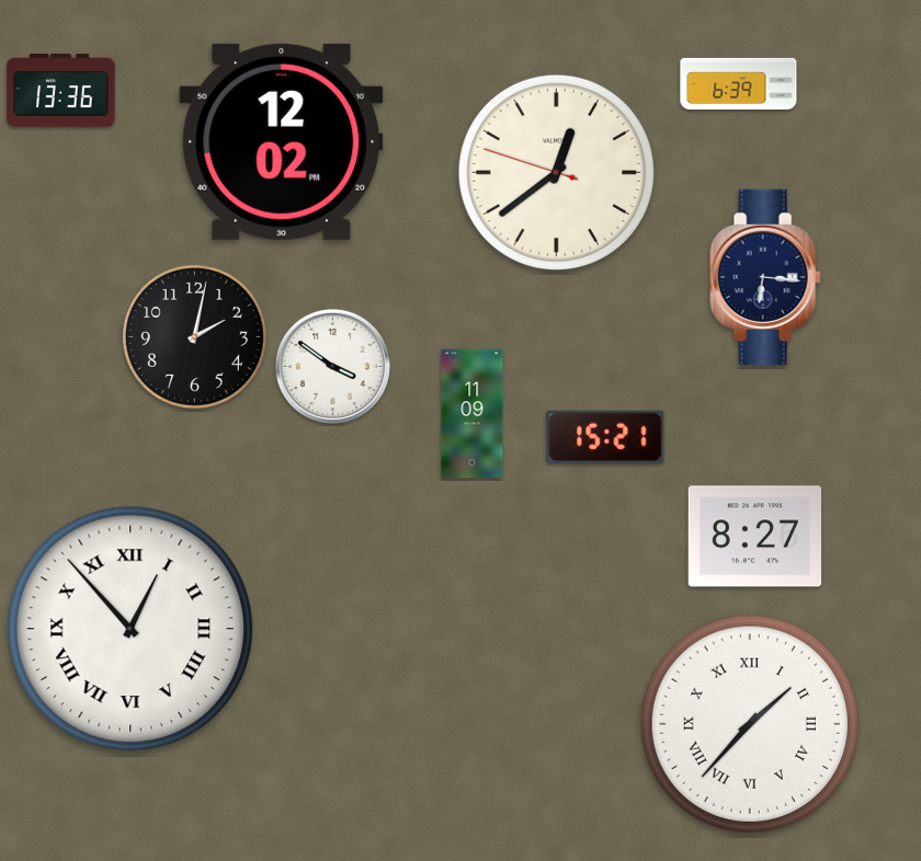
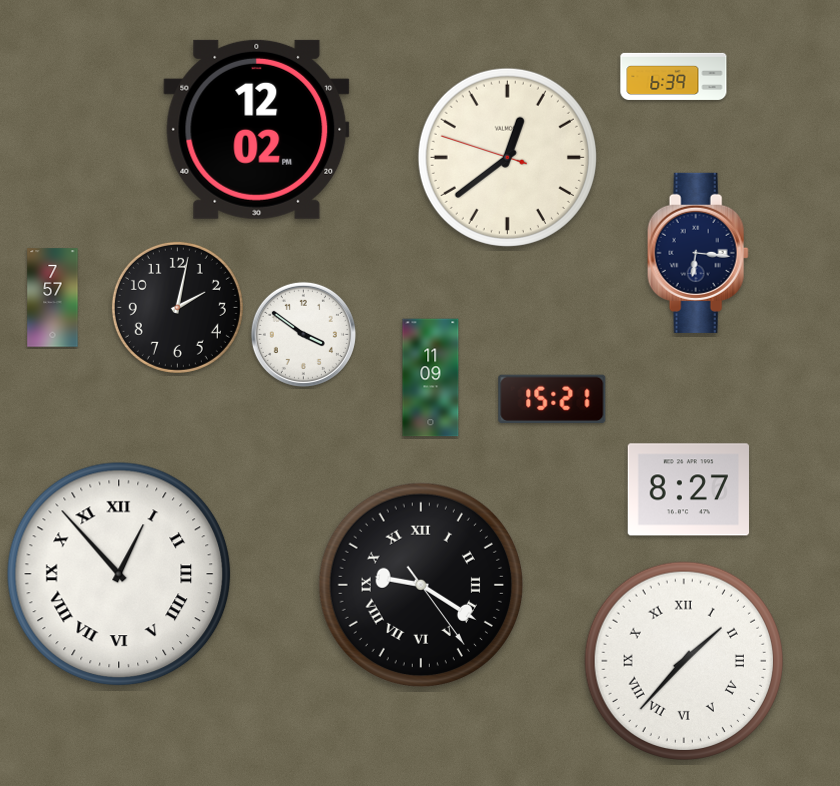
clock at (61, 90): 13:36 -> none
clock at (53, 298): none -> 7:57
clock at (420, 584): none -> 9:20
